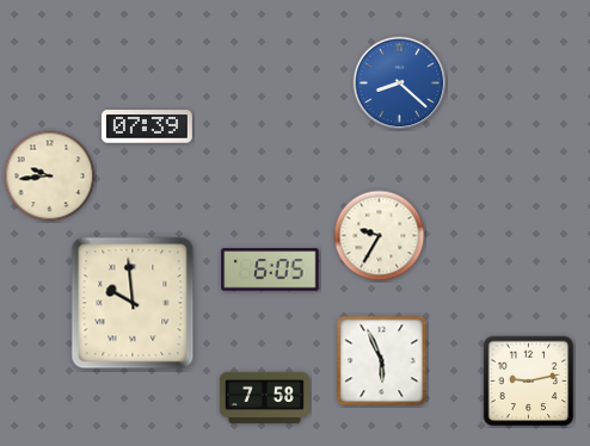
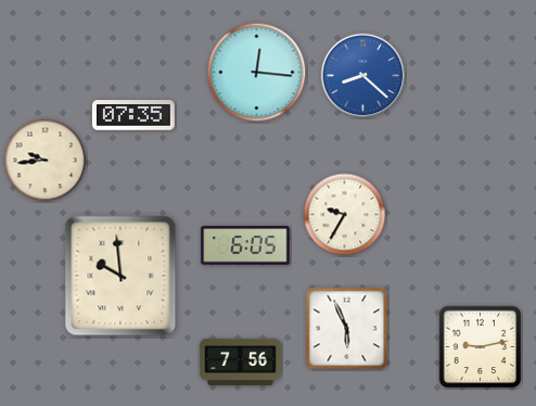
clock at (257, 73): none -> 12:16
clock at (147, 126): 07:39 -> 07:35
clock at (264, 397): 7:58 -> 7:56
